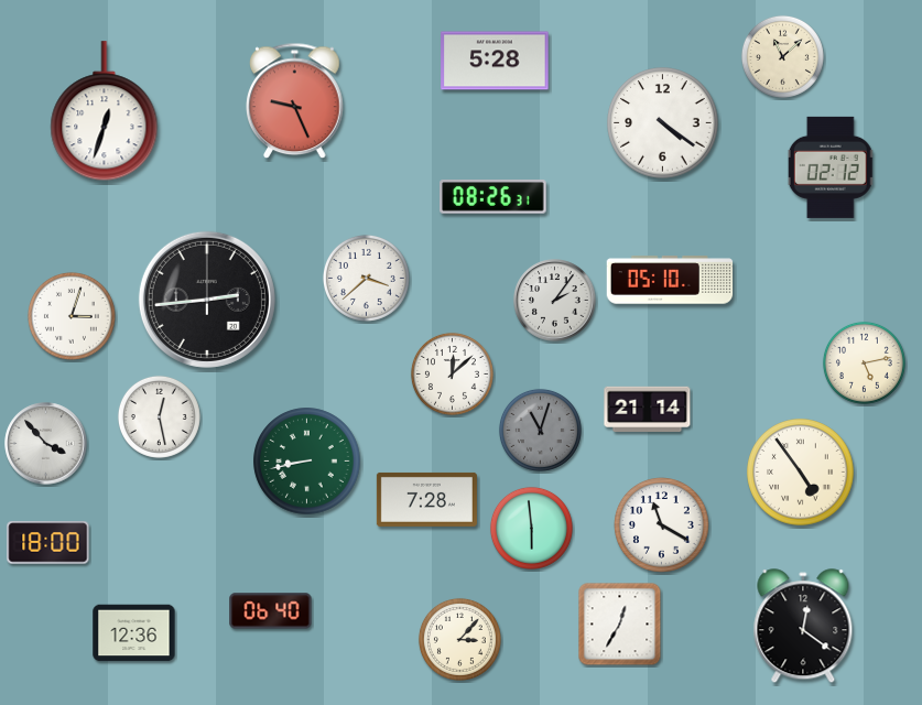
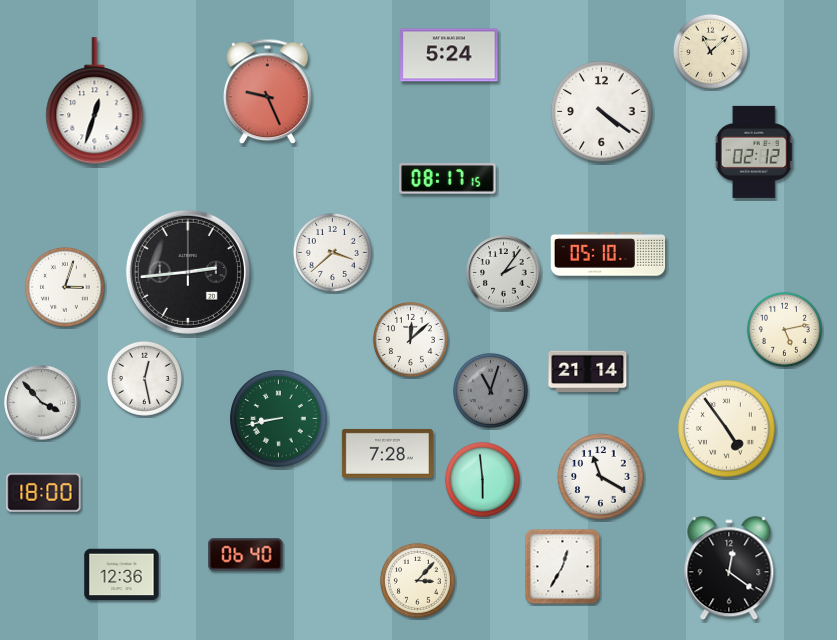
clock at (495, 61): 5:28 -> 5:24
clock at (493, 197): 08:26 -> 08:17
